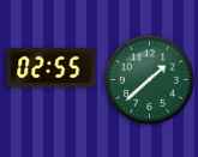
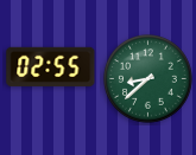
clock at (150, 80): 1:38 -> 8:38
